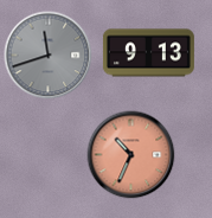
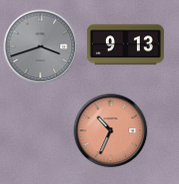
clock at (49, 56): 11:42 -> 3:42
